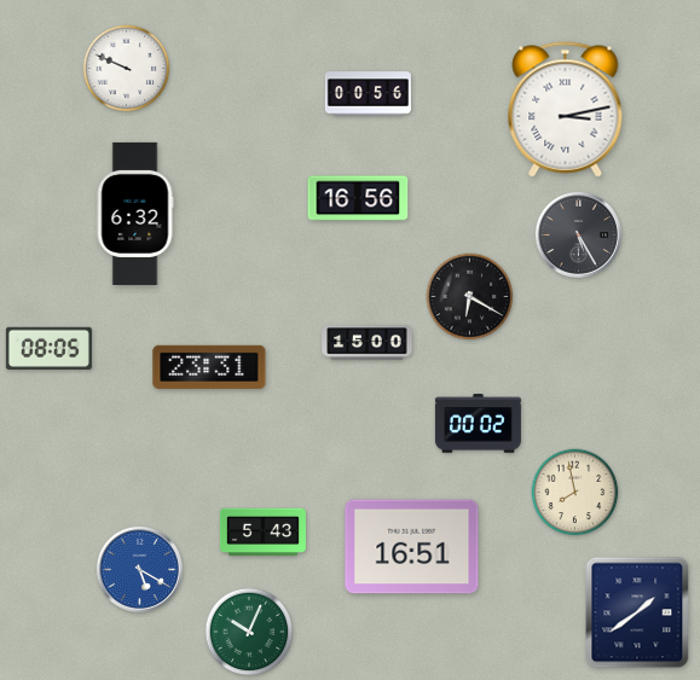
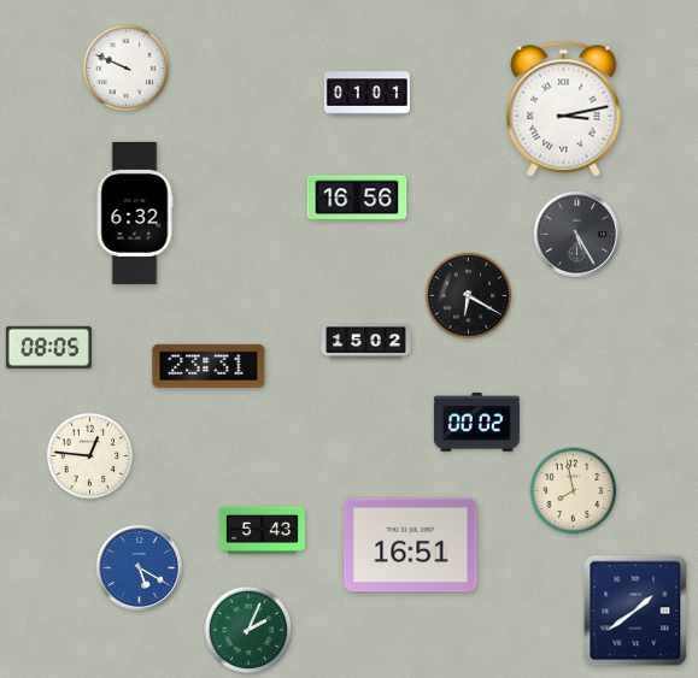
clock at (368, 94): 00:56 -> 01:01
clock at (368, 343): 15:00 -> 15:02
clock at (90, 456): none -> 12:46
clock at (249, 632): 10:04 -> 2:04
